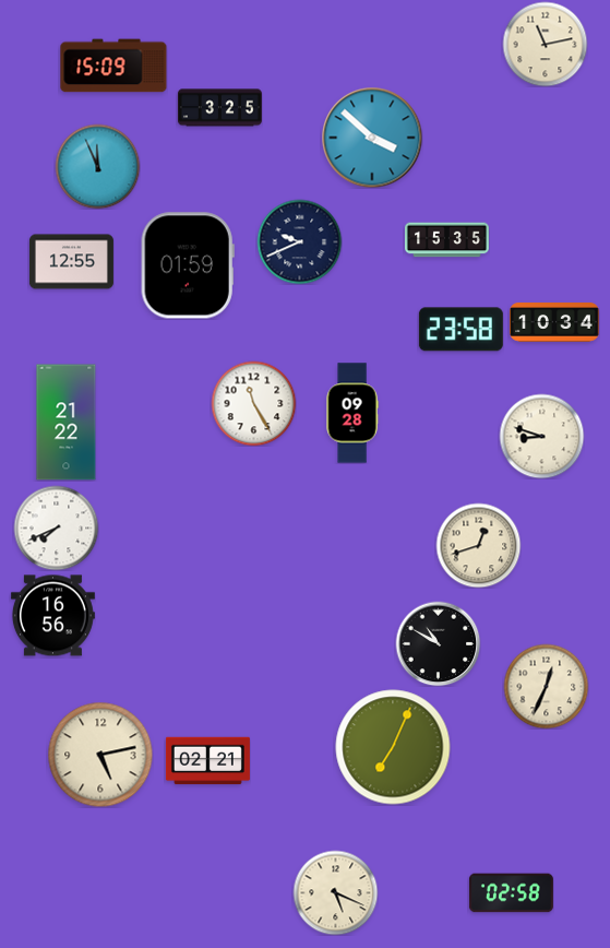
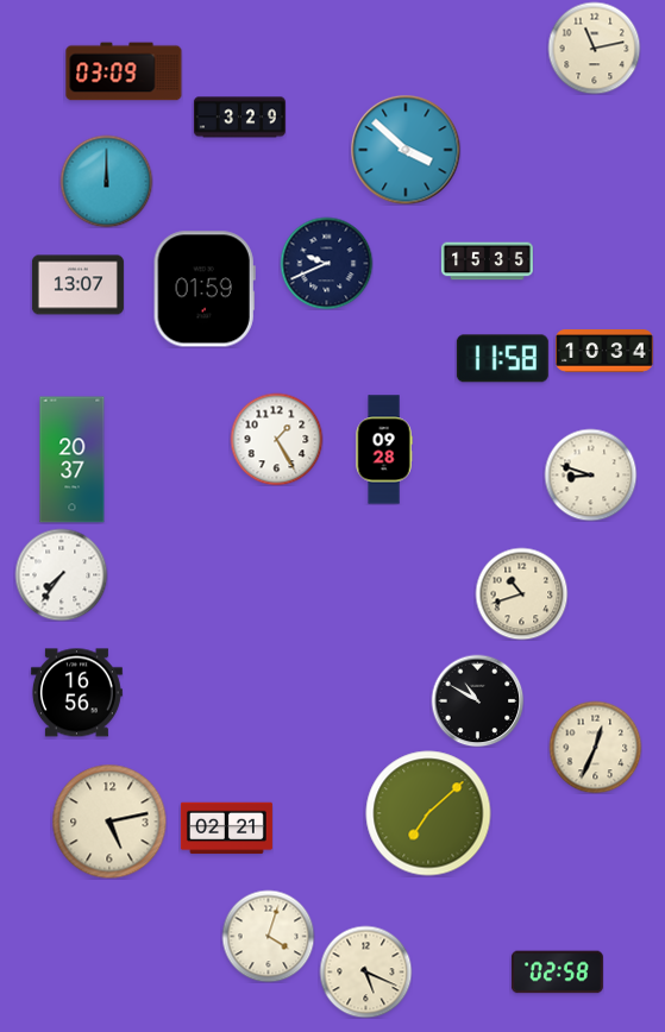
clock at (113, 66): 15:09 -> 03:09
clock at (219, 108): 3:25 -> 3:29
clock at (97, 166): 11:56 -> 12:00
clock at (71, 262): 12:55 -> 13:07
clock at (461, 330): 23:58 -> 11:58
clock at (253, 403): 11:25 -> 1:25
clock at (67, 423): 21:22 -> 20:37
clock at (56, 528): 7:41 -> 7:36
clock at (478, 545): 12:42 -> 10:42
clock at (52, 616) position: (52, 616) -> (76, 693)
clock at (393, 747): 7:04 -> 7:08
clock at (268, 936): none -> 4:03
